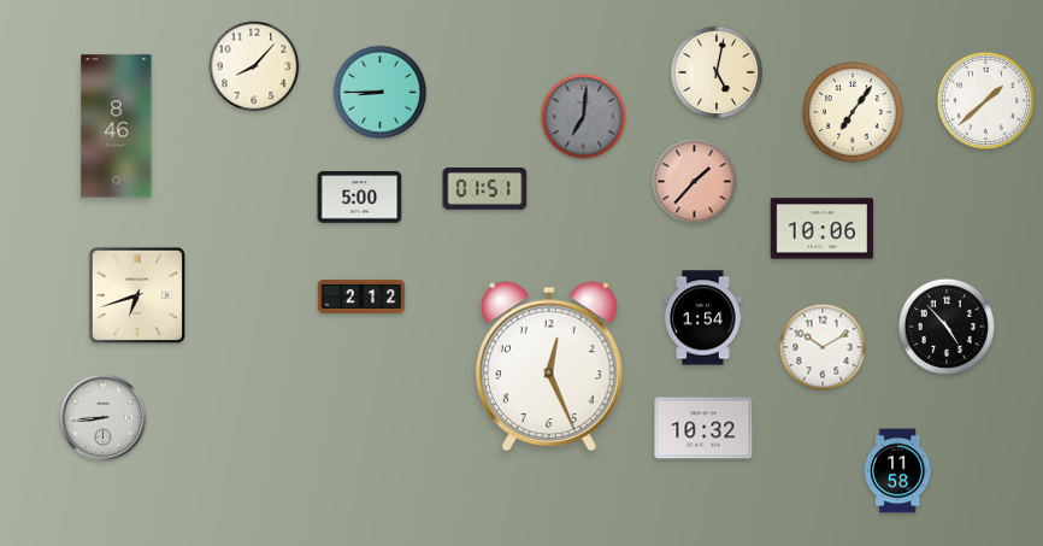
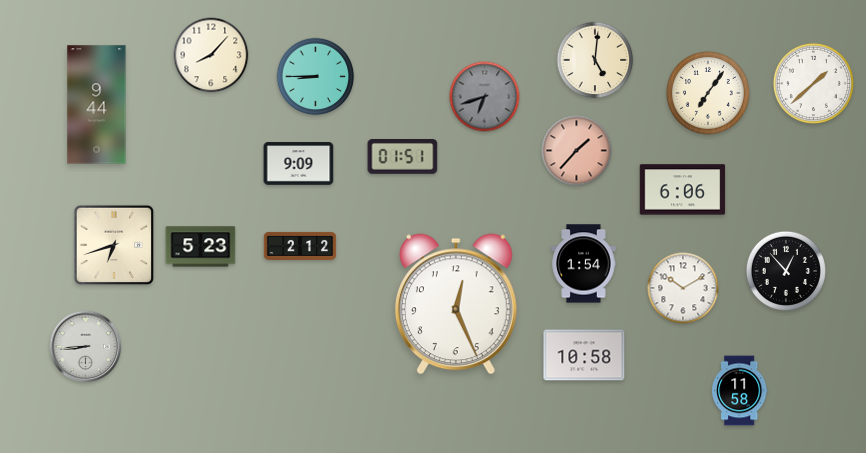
clock at (717, 72): 5:02 -> 5:01
clock at (985, 100) position: (985, 100) -> (813, 83)
clock at (584, 117): 7:01 -> 6:42
clock at (117, 127): 8:46 -> 9:44
clock at (360, 198): 5:00 -> 9:09
clock at (823, 229): 10:06 -> 6:06
clock at (201, 247): none -> 5:23
clock at (945, 325): 4:53 -> 12:53
clock at (703, 428): 10:32 -> 10:58
clock at (898, 471) position: (898, 471) -> (740, 391)
